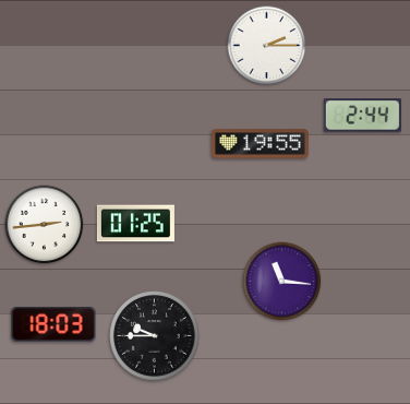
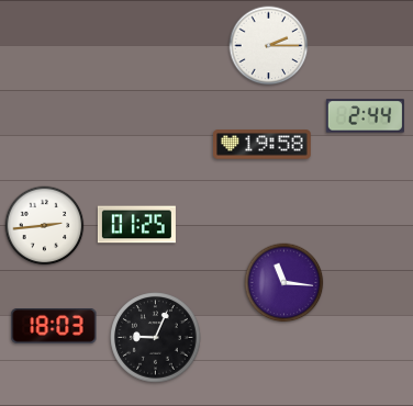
clock at (261, 144): 19:55 -> 19:58
clock at (155, 336): 9:45 -> 9:04
